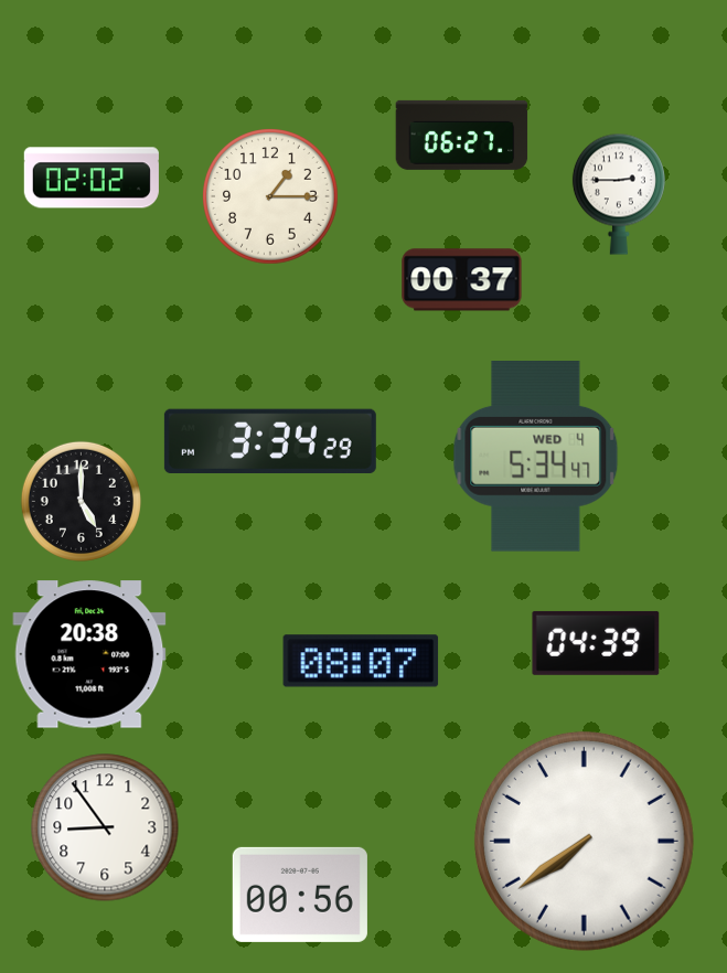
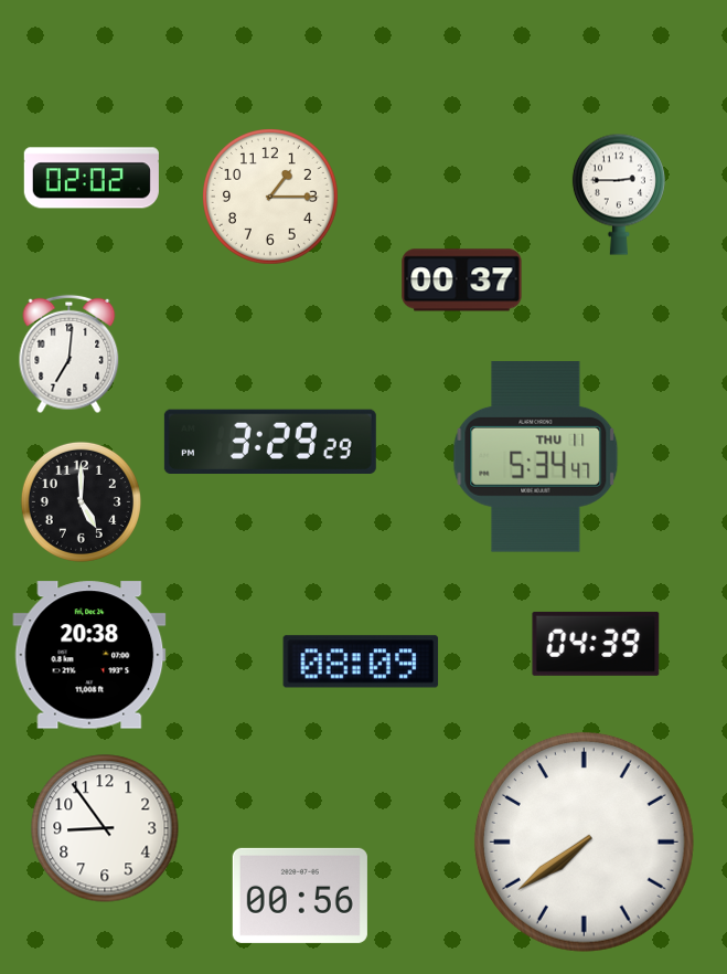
clock at (462, 135): 06:27 -> none
clock at (70, 354): none -> 7:01
clock at (270, 440): 3:34 -> 3:29
clock at (536, 457) date: WED 4 -> THU 11
clock at (361, 661): 08:07 -> 08:09
